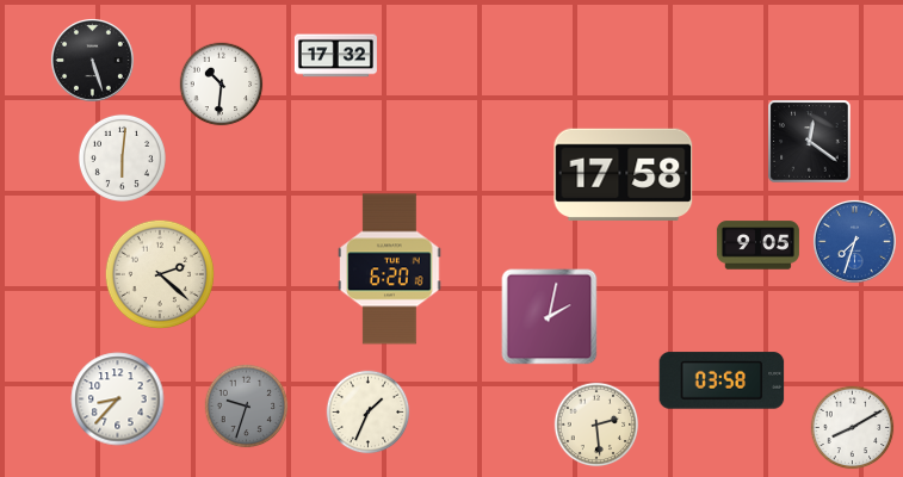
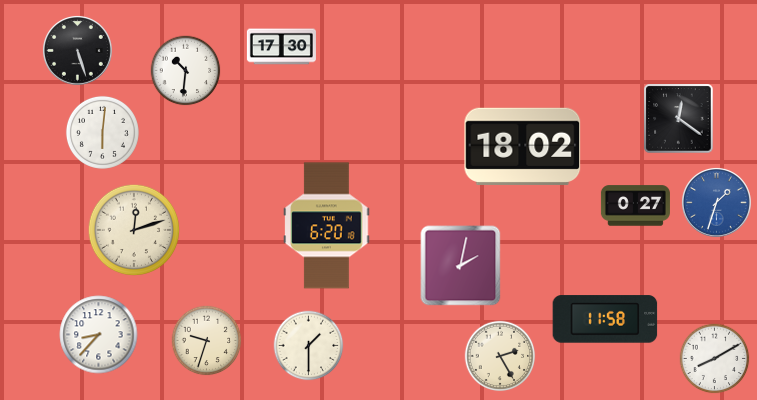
clock at (335, 56): 17:32 -> 17:30
clock at (624, 174): 17:58 -> 18:02
clock at (854, 241): 7:33 -> 1:33
clock at (757, 246): 9:05 -> 0:27
clock at (160, 274): 2:22 -> 12:12
clock at (722, 380): 03:58 -> 11:58
clock at (247, 407) dial: grey -> cream
clock at (369, 413): 1:34 -> 1:30
clock at (596, 425): 2:29 -> 2:25
